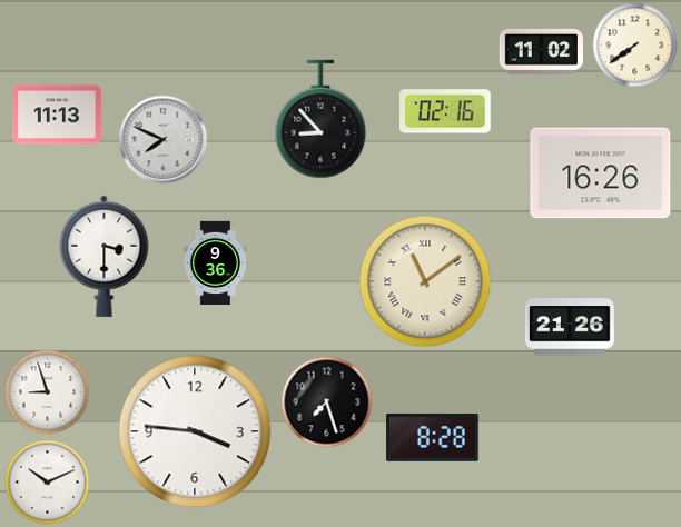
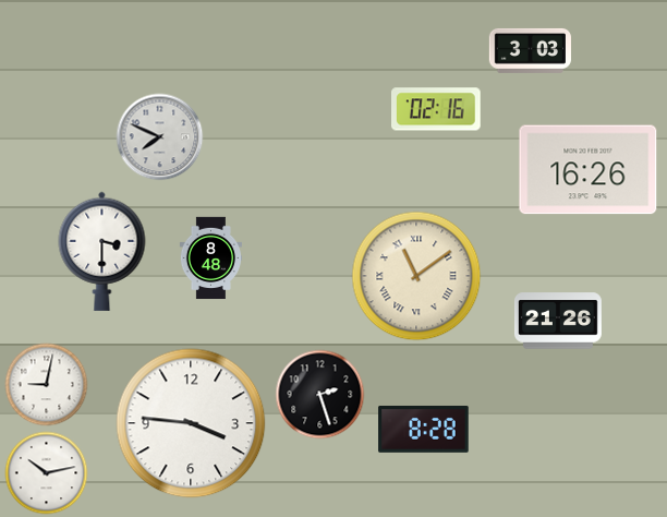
clock at (635, 46): 7:39 -> none
clock at (541, 51): 11:02 -> 3:03
clock at (57, 115): 11:13 -> none
clock at (320, 119): 8:53 -> none
clock at (216, 263): 9:36 -> 8:48
clock at (48, 392): 8:57 -> 9:02
clock at (327, 402): 7:27 -> 2:27
clock at (48, 483): 10:11 -> 10:13
